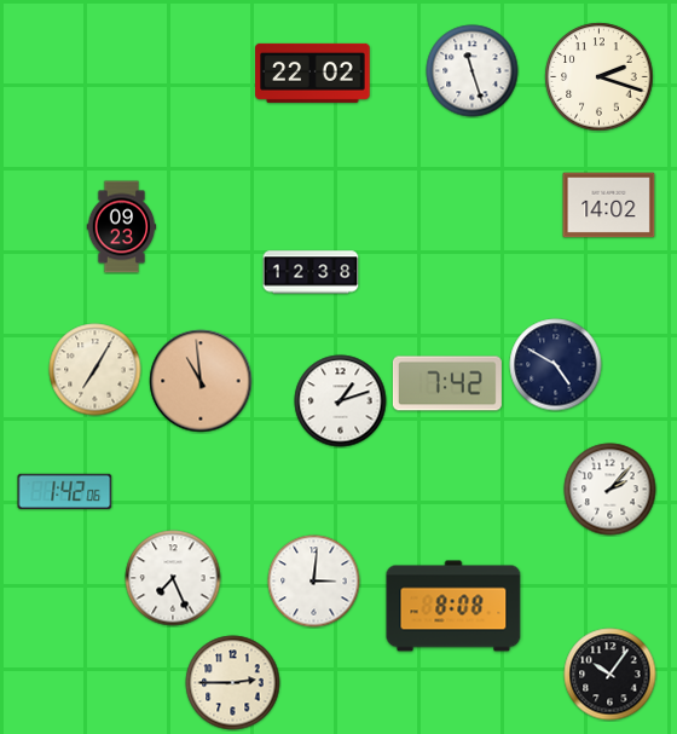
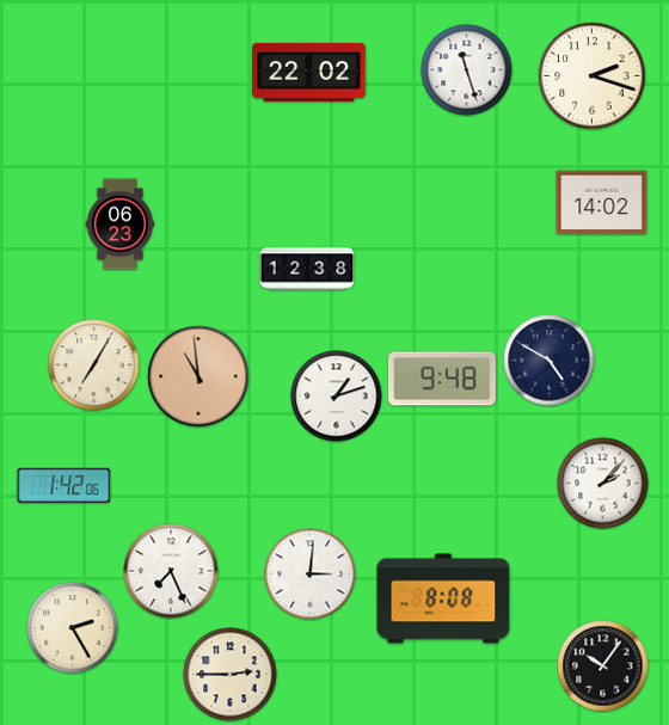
clock at (122, 227): 09:23 -> 06:23
clock at (447, 383): 7:42 -> 9:48
clock at (453, 606) position: (453, 606) -> (443, 598)
clock at (73, 628): none -> 2:25
